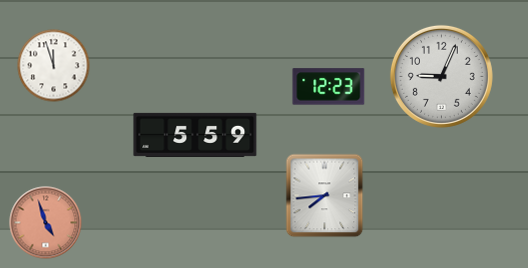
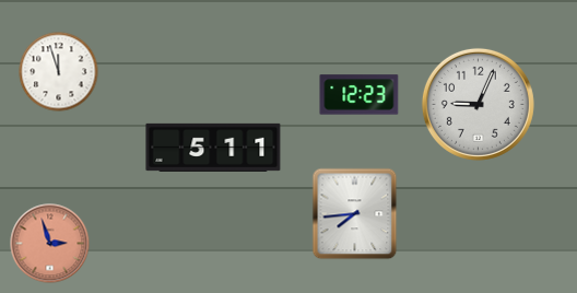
clock at (441, 76) position: (441, 76) -> (478, 104)
clock at (195, 135): 5:59 -> 5:11
clock at (46, 223): 4:57 -> 2:57
